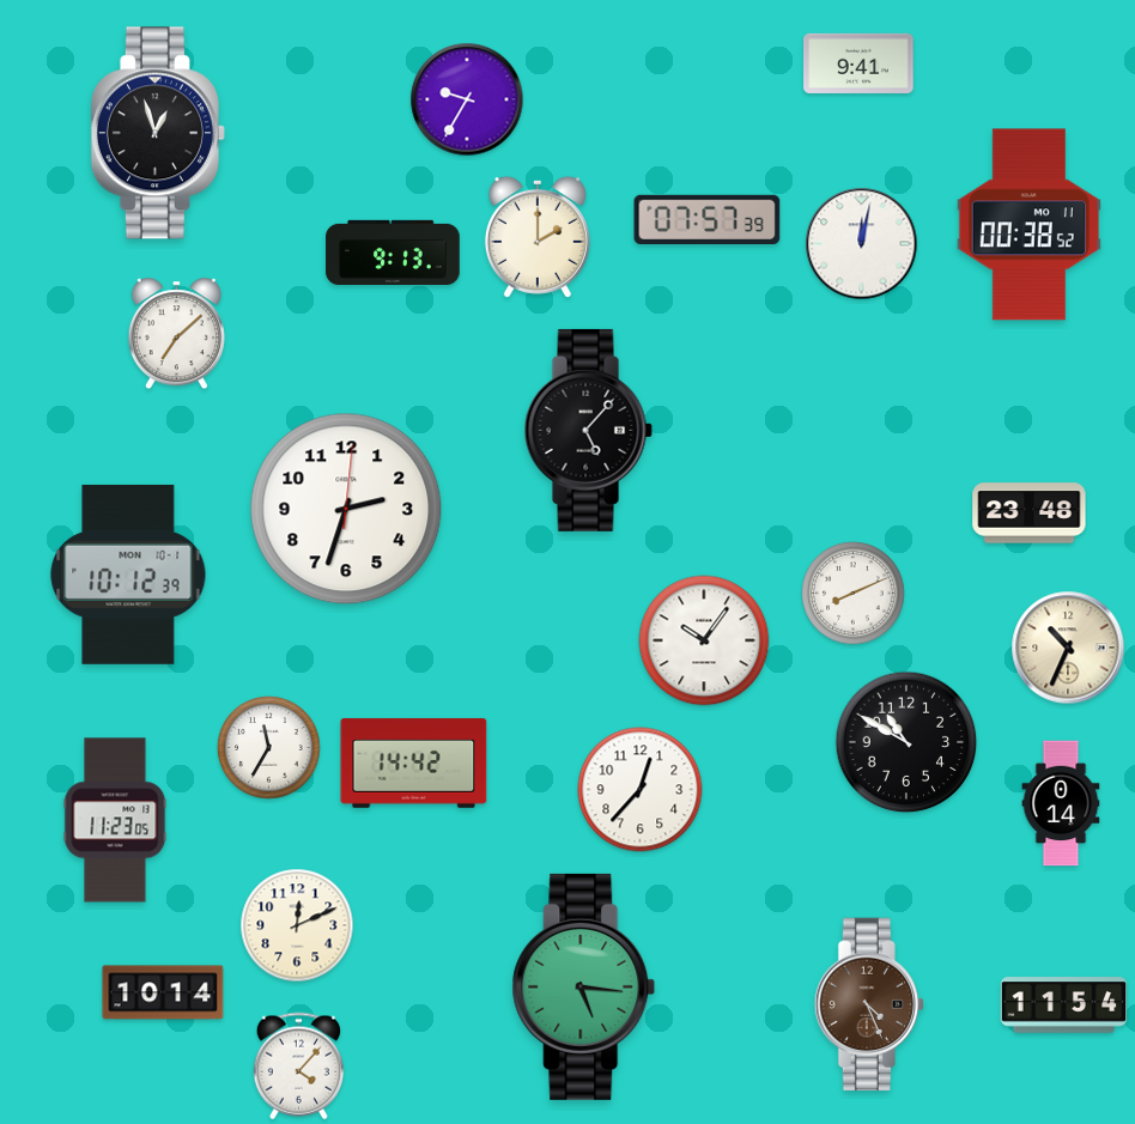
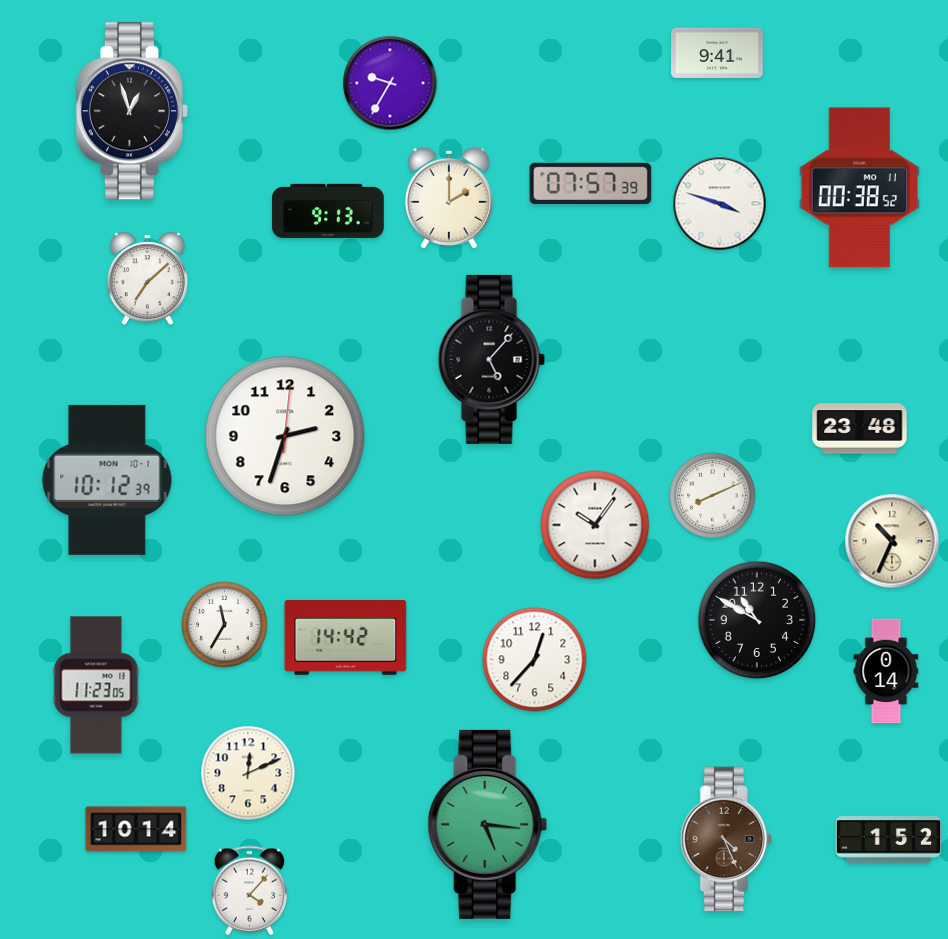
clock at (862, 244): 12:02 -> 3:48
clock at (346, 509) position: (346, 509) -> (285, 436)
clock at (704, 640) position: (704, 640) -> (595, 525)
clock at (1064, 1005): 11:54 -> 1:52
